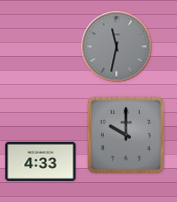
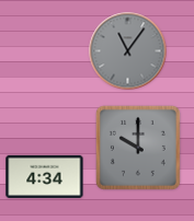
clock at (117, 47): 11:32 -> 11:06
clock at (41, 161): 4:33 -> 4:34
